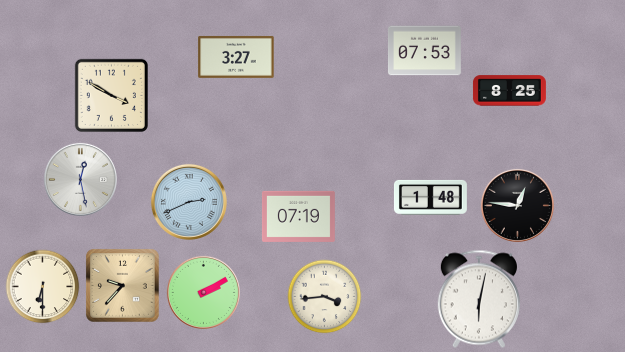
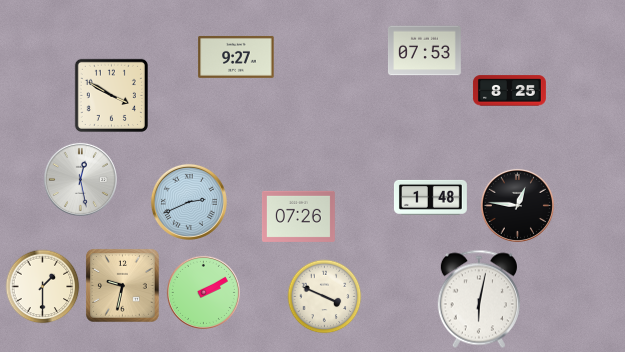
clock at (236, 57): 3:27 -> 9:27
clock at (298, 216): 07:19 -> 07:26
clock at (123, 286): 9:37 -> 9:32
clock at (43, 287): 6:30 -> 1:30
clock at (325, 297): 3:44 -> 3:49
